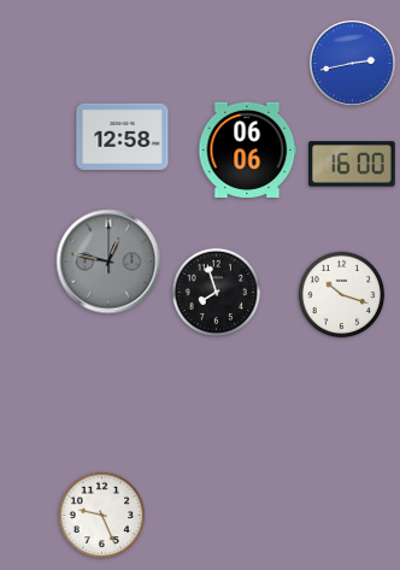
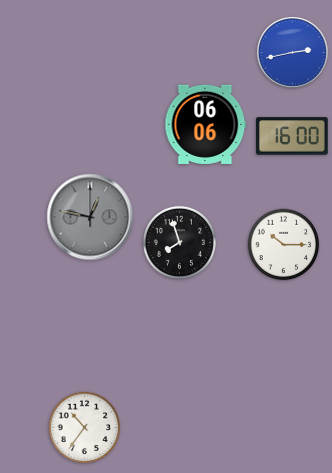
clock at (123, 136): 12:58 -> none
clock at (342, 295): 10:18 -> 10:15
clock at (102, 516): 9:26 -> 10:36
